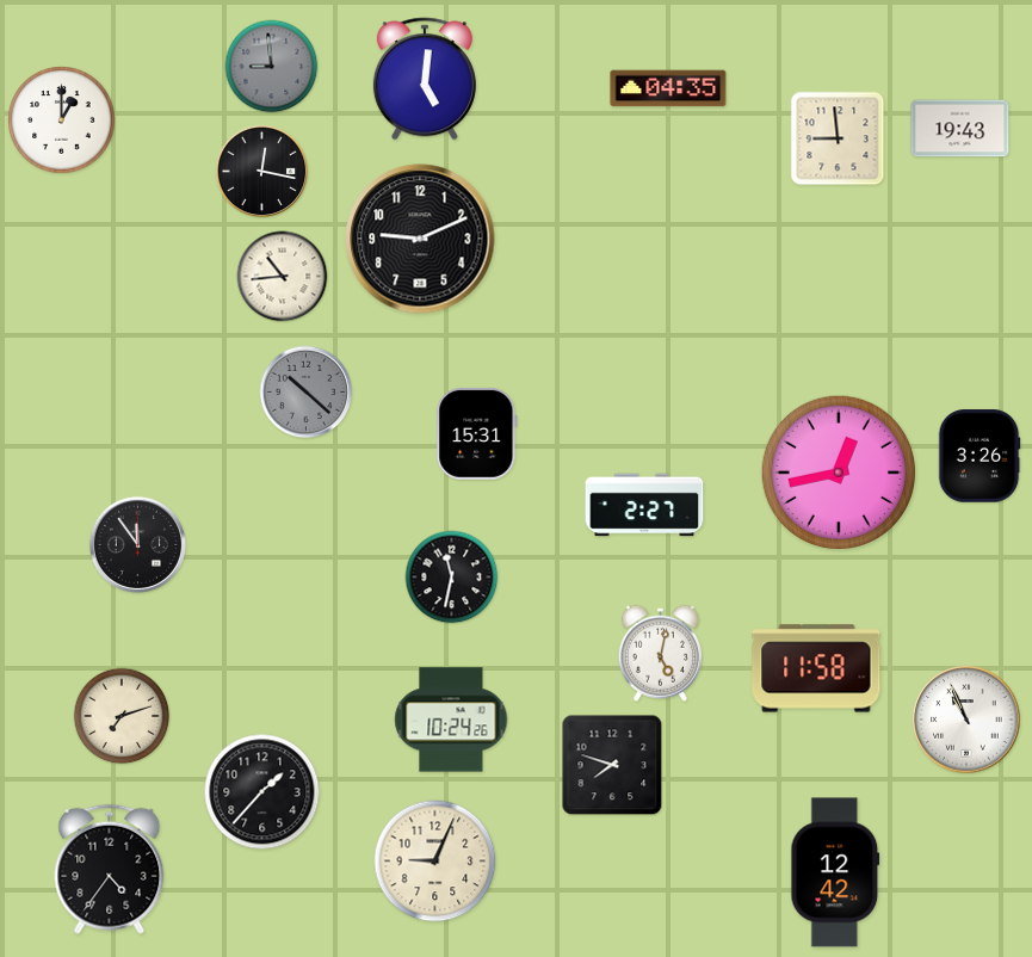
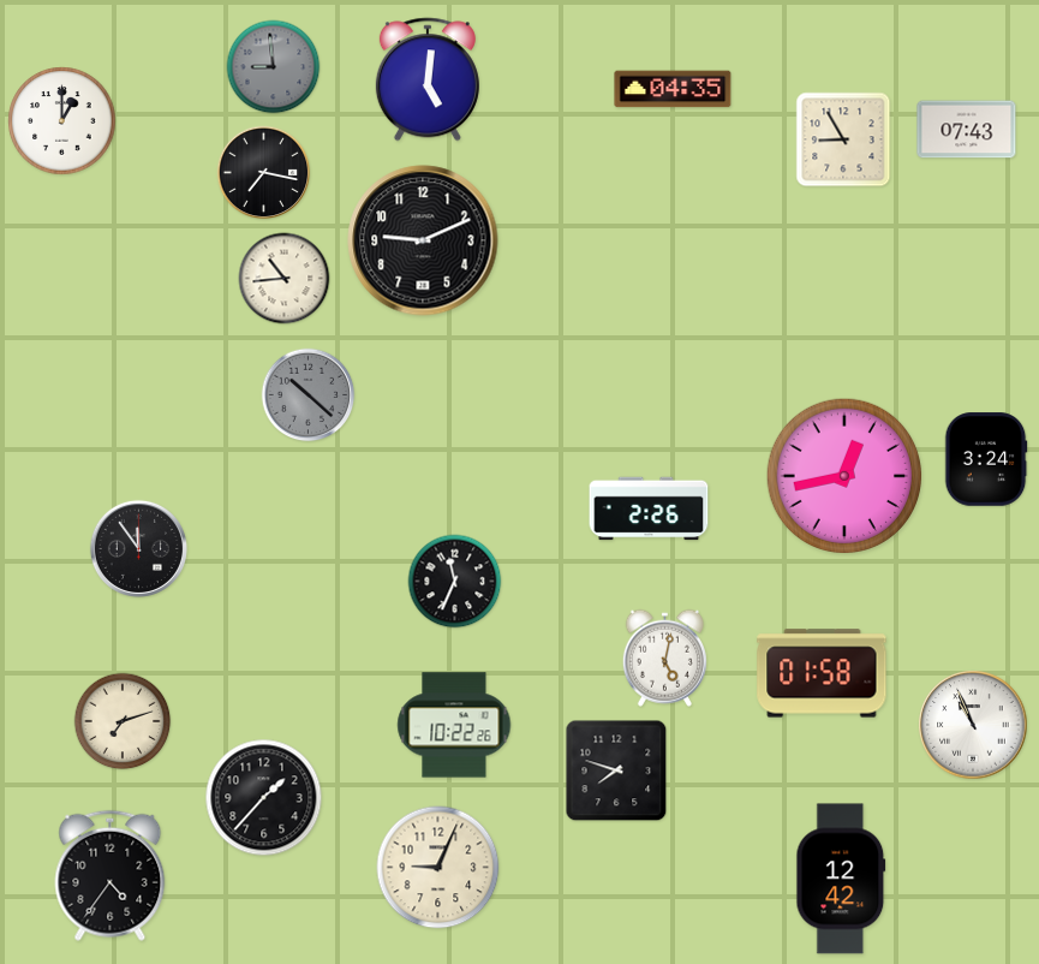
clock at (960, 129): 19:43 -> 07:43
clock at (838, 138): 8:59 -> 8:55
clock at (262, 172): 12:17 -> 7:17
clock at (477, 433): 15:31 -> none
clock at (980, 456): 3:26 -> 3:24
clock at (644, 505): 2:27 -> 2:26
clock at (452, 578): 11:32 -> 11:34
clock at (816, 668): 11:58 -> 01:58
clock at (451, 720): 10:24 -> 10:22
